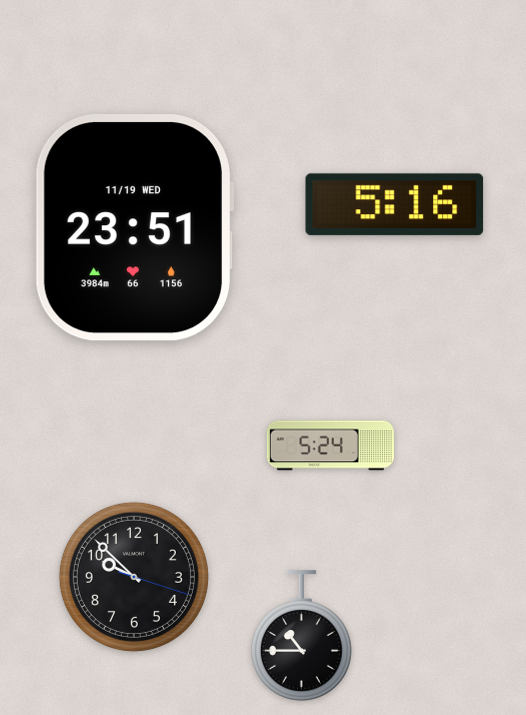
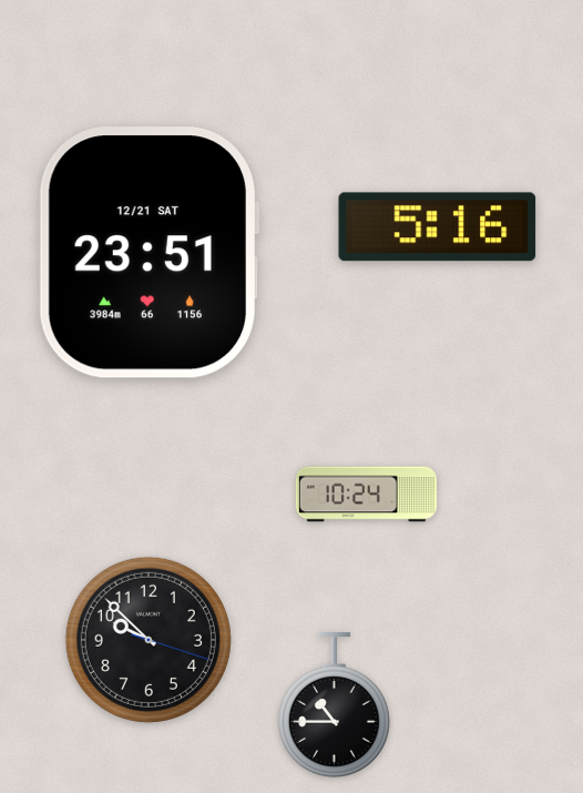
clock at (134, 228) date: 11/19 WED -> 12/21 SAT
clock at (330, 446): 5:24 -> 10:24
